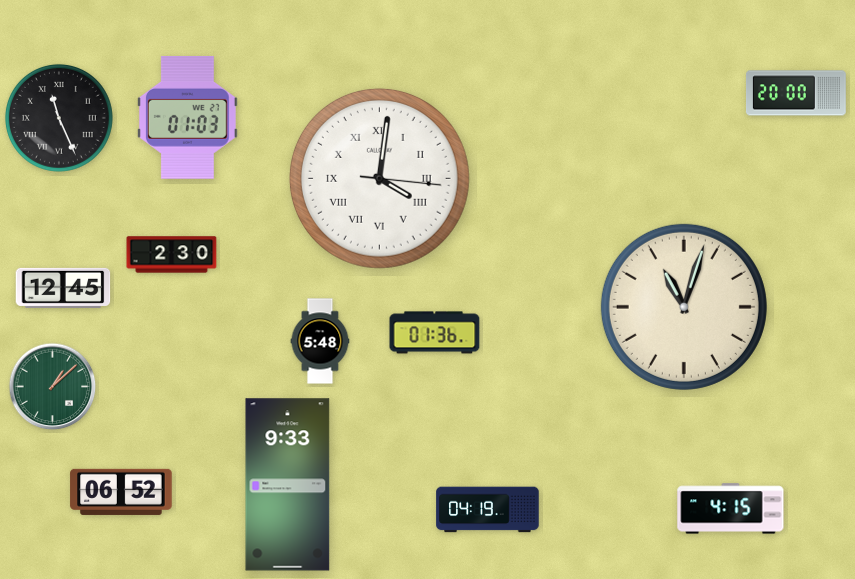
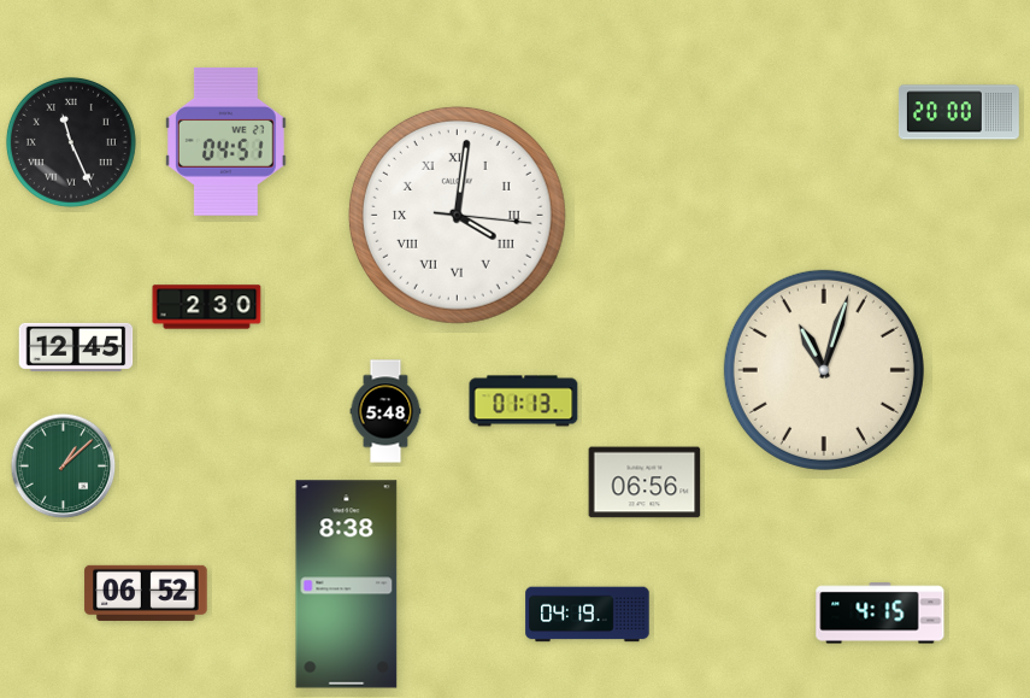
clock at (187, 118): 01:03 -> 04:51
clock at (435, 333): 01:36 -> 01:13
clock at (645, 482): none -> 06:56
clock at (288, 485): 9:33 -> 8:38
